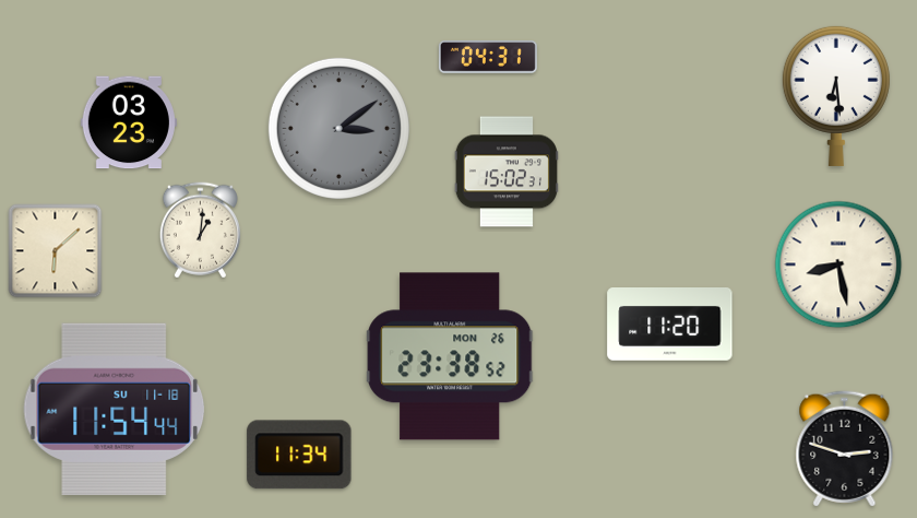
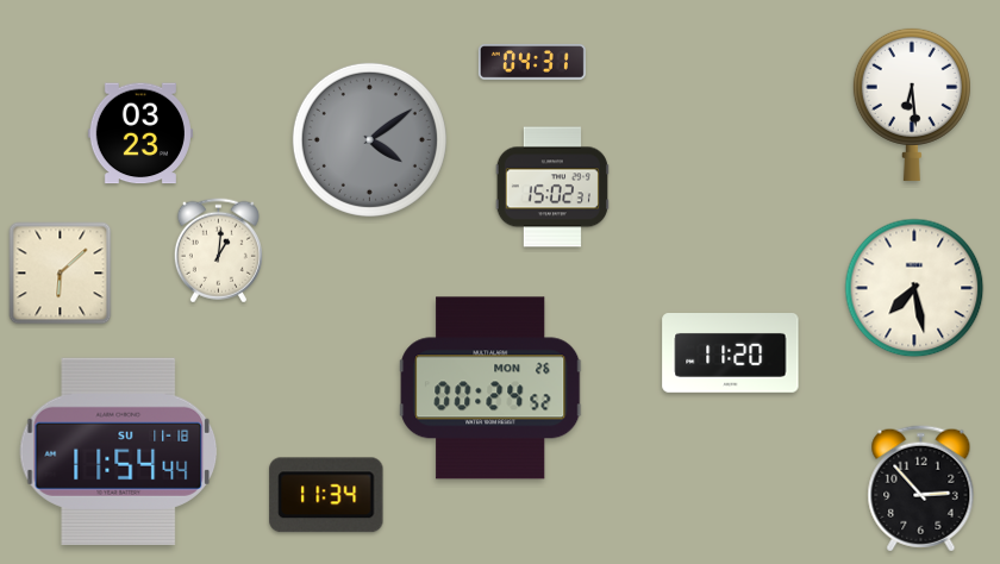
clock at (338, 128): 3:09 -> 4:09
clock at (838, 264): 8:28 -> 7:28
clock at (450, 356): 23:38 -> 00:24
clock at (115, 409) position: (115, 409) -> (119, 451)
clock at (845, 449): 2:48 -> 2:53
